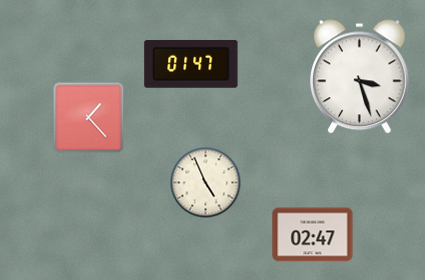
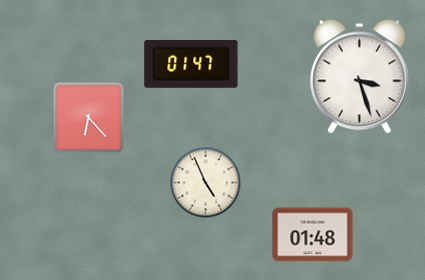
clock at (89, 118): 1:23 -> 6:23
clock at (313, 235): 02:47 -> 01:48
